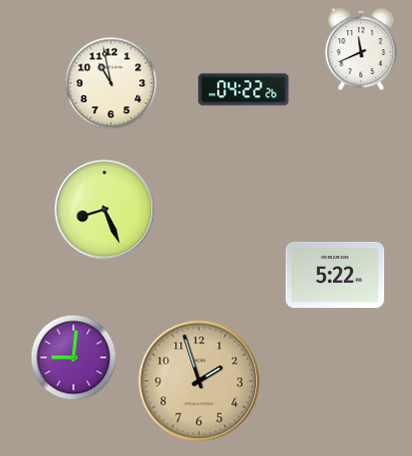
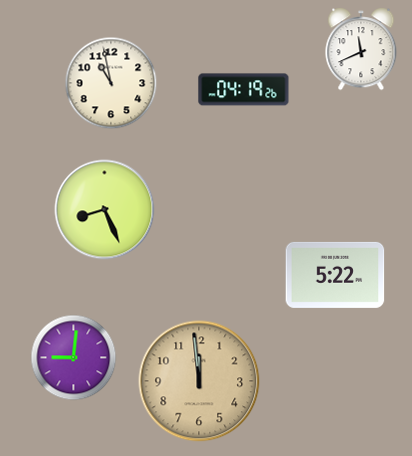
clock at (244, 90): 04:22 -> 04:19
clock at (199, 381): 1:57 -> 11:59
